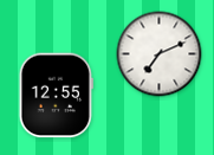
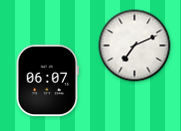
clock at (56, 96): 12:55 -> 06:07
